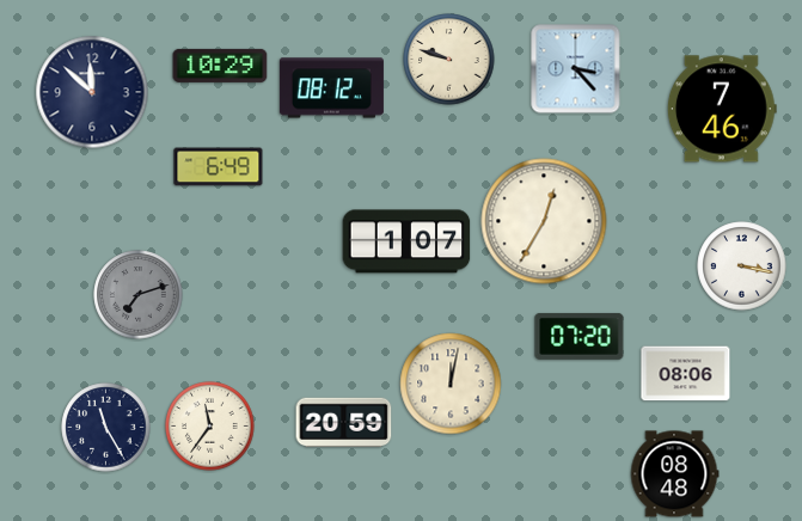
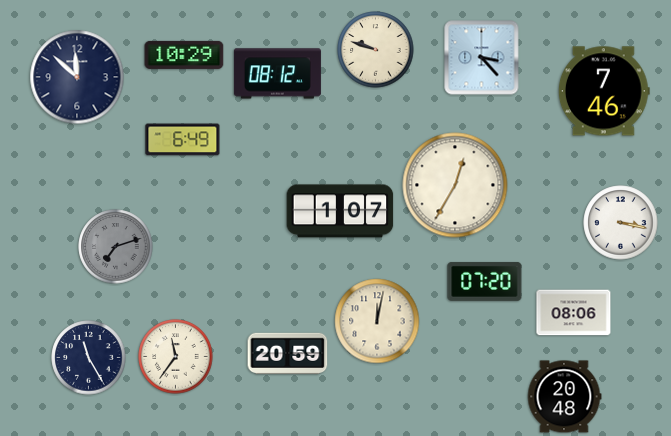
clock at (406, 241) position: (406, 241) -> (340, 211)
clock at (674, 474): 08:48 -> 20:48
